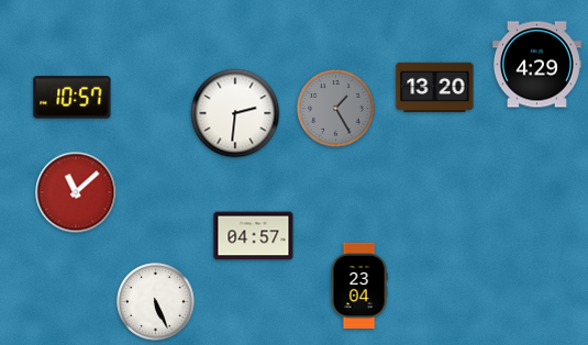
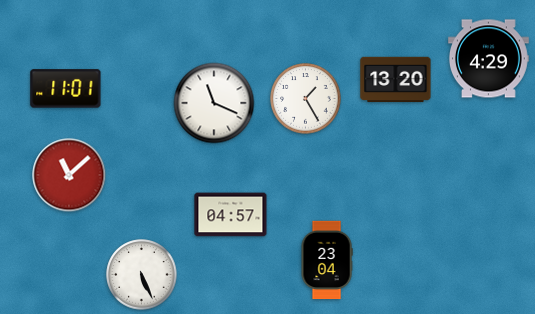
clock at (73, 98): 10:57 -> 11:01
clock at (336, 109) dial: grey -> white
clock at (235, 113): 2:31 -> 11:19
